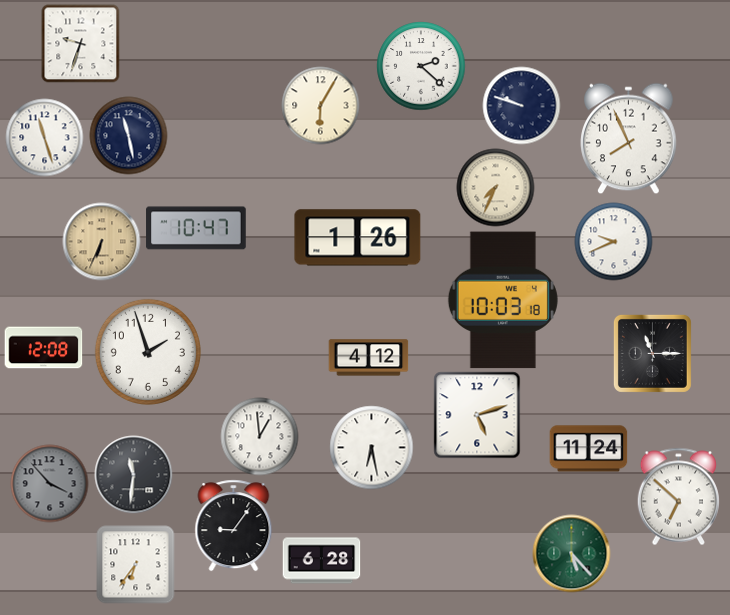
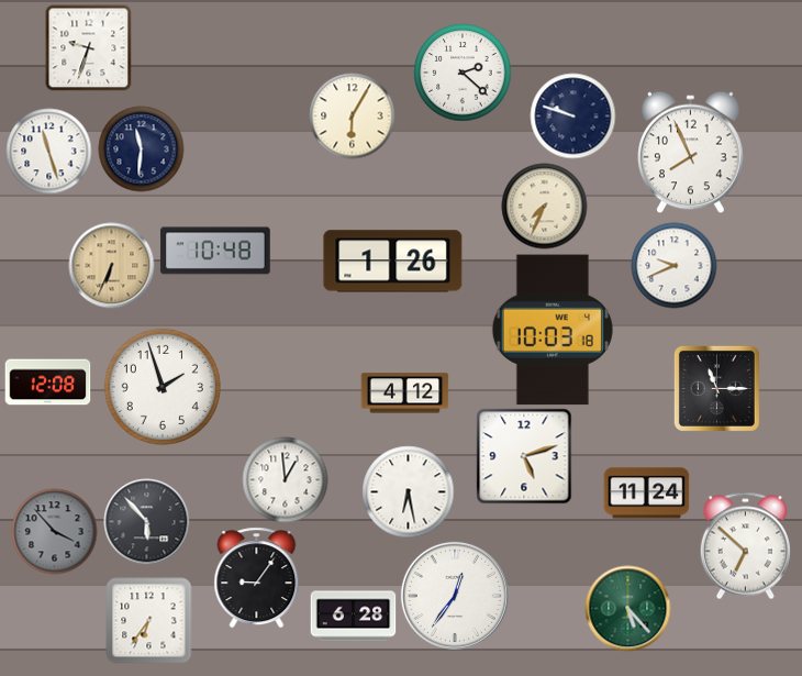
clock at (128, 135): 11:28 -> 11:31
clock at (196, 228): 10:47 -> 10:48
clock at (133, 474): 11:31 -> 5:53
clock at (455, 596): none -> 12:36
